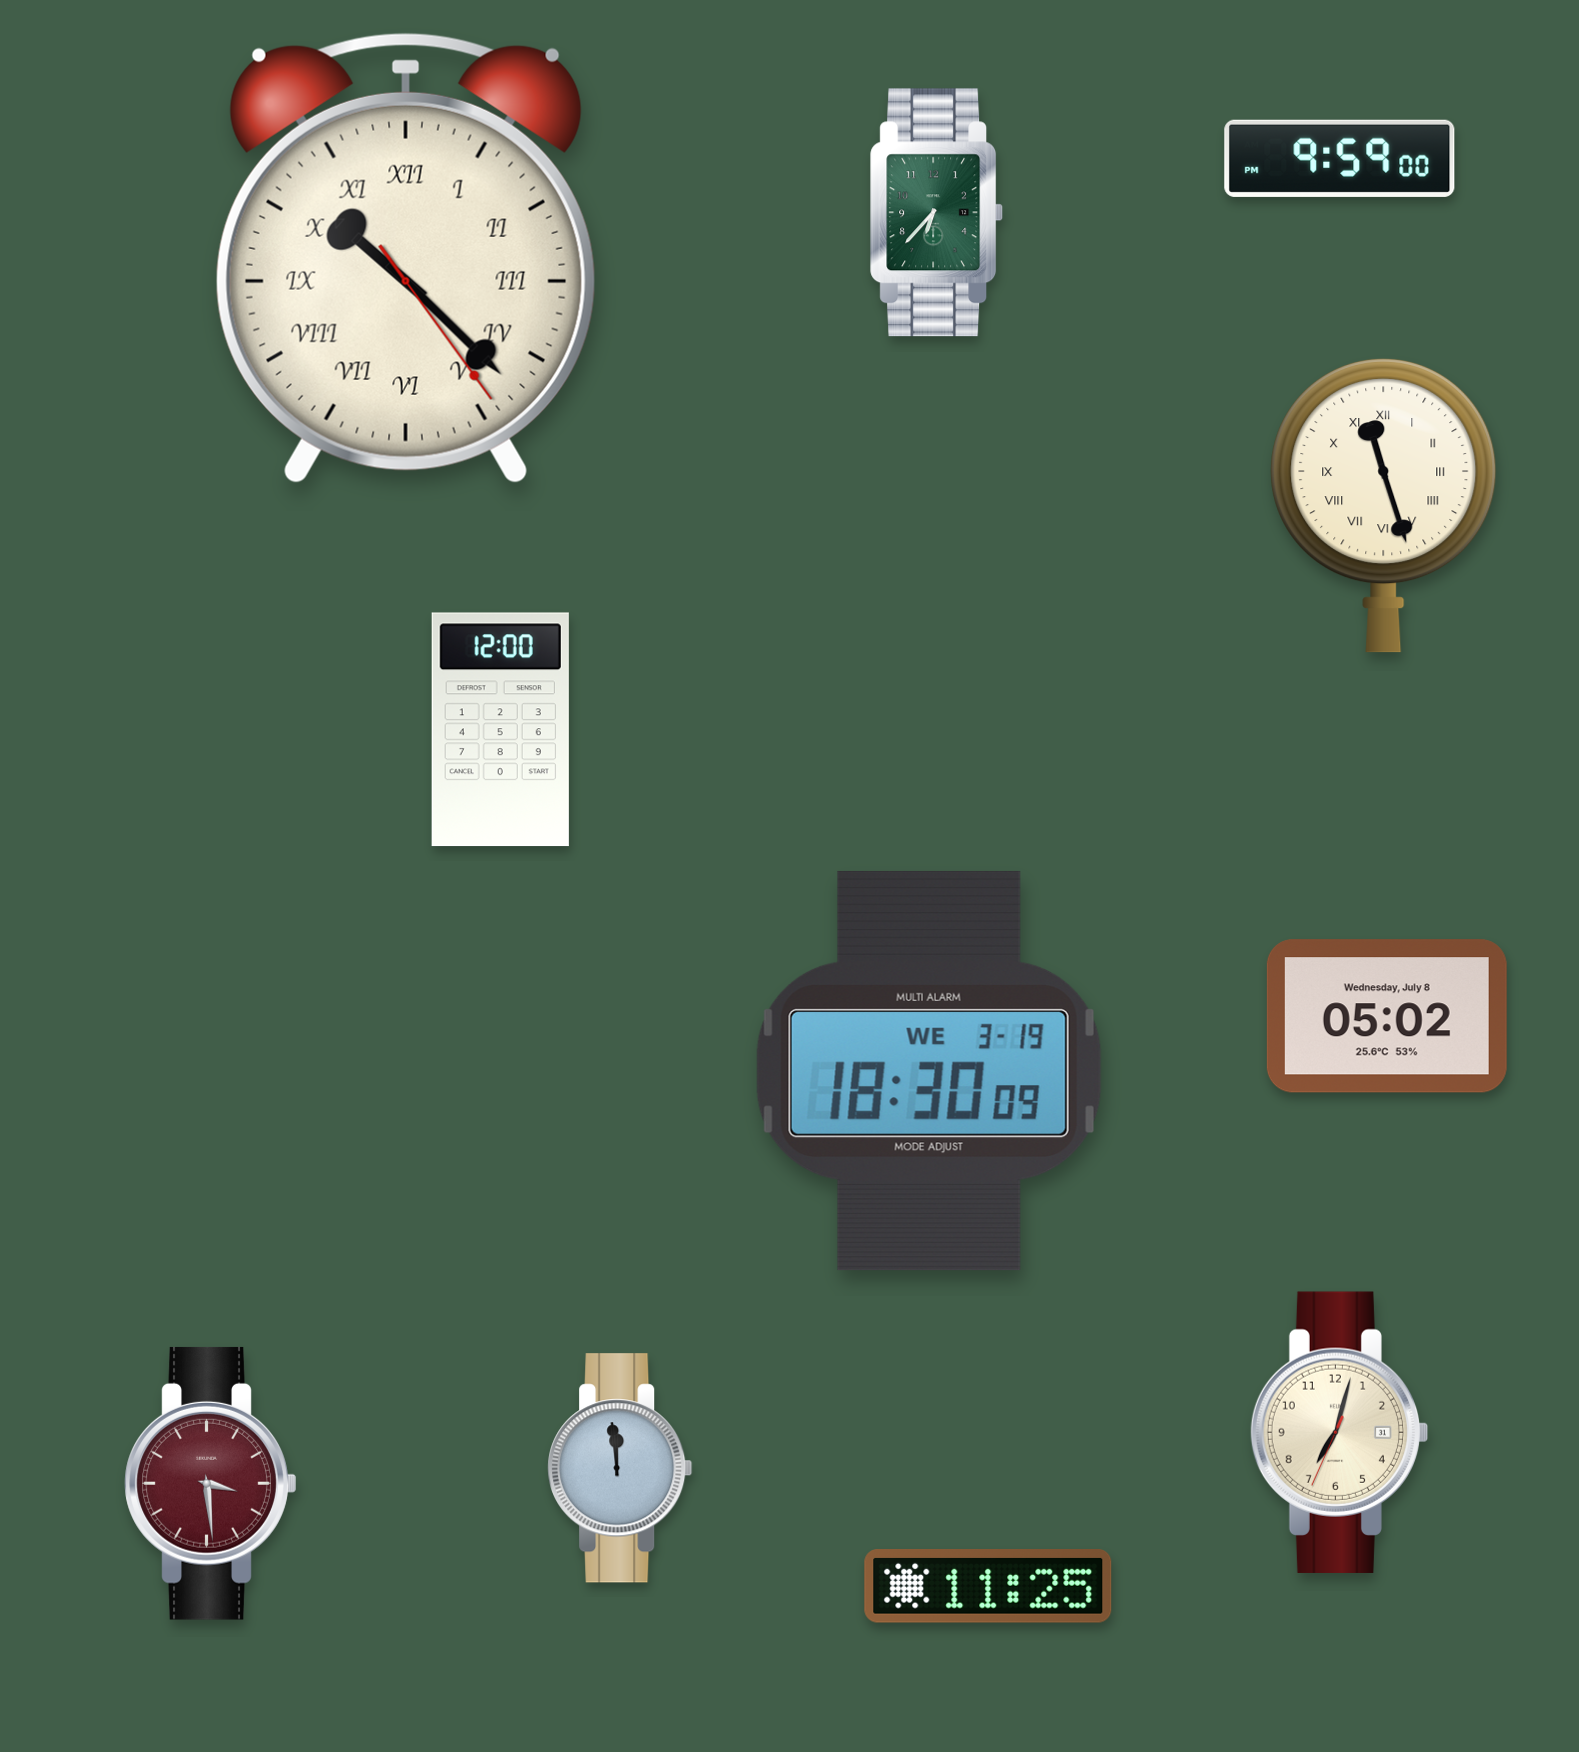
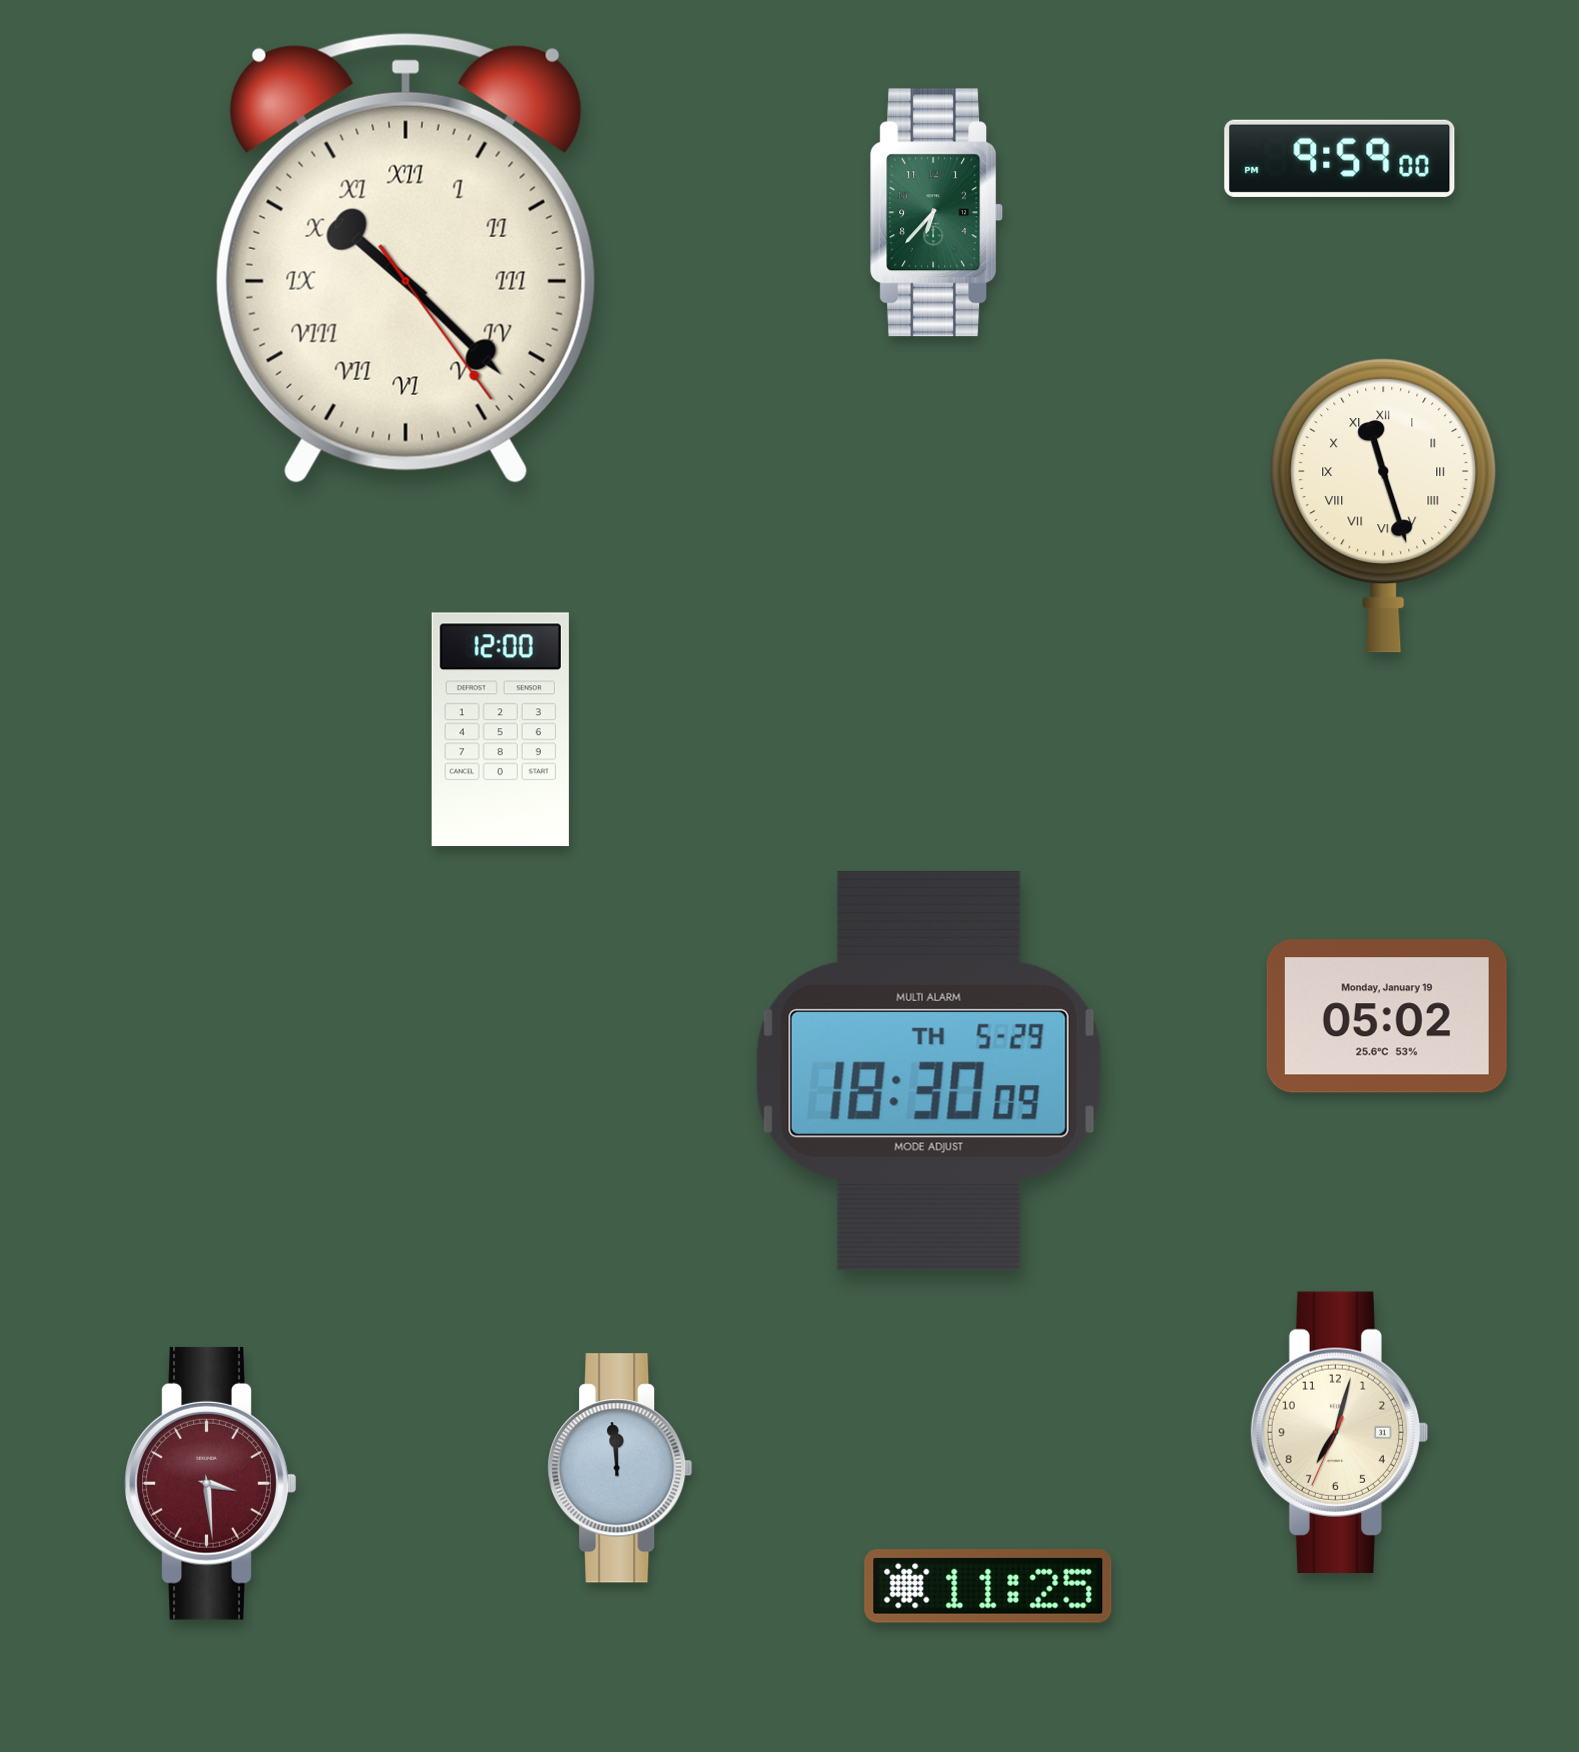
clock at (1387, 1016) date: Wednesday, July 8 -> Monday, January 19
clock at (929, 1071) date: WE 3-19 -> TH 5-29
